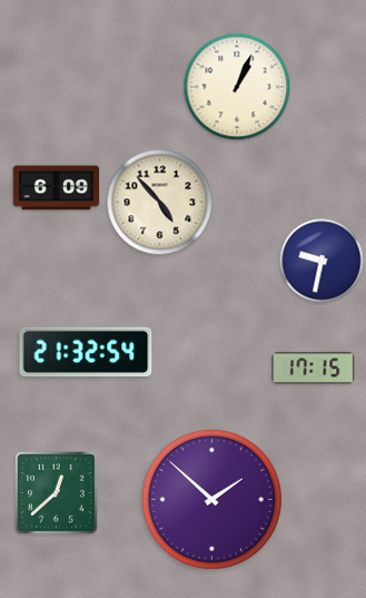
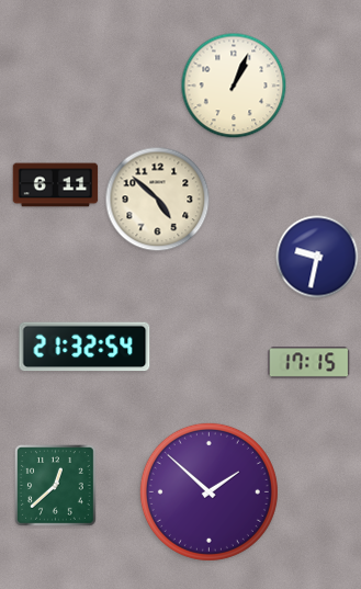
clock at (57, 188): 6:09 -> 6:11
clock at (160, 203): 4:53 -> 4:52
